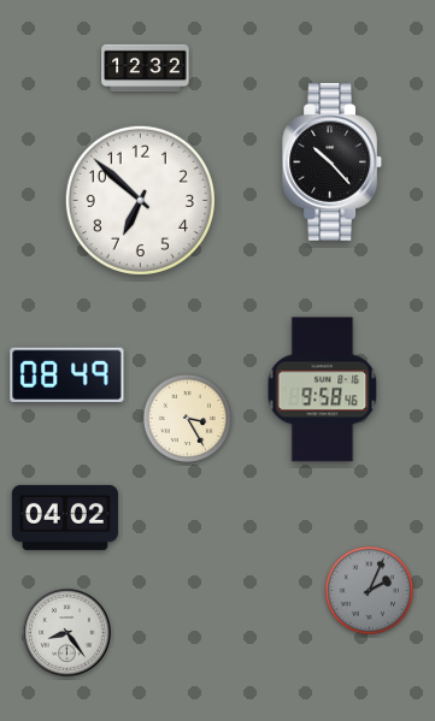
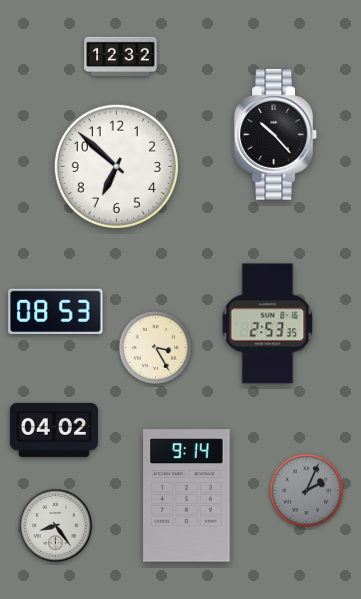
clock at (67, 374): 08:49 -> 08:53
clock at (323, 390): 9:58 -> 2:53
clock at (187, 496): none -> 9:14
